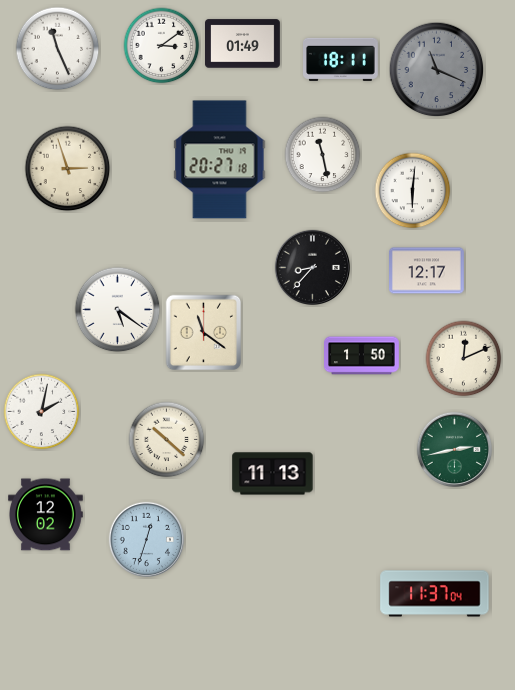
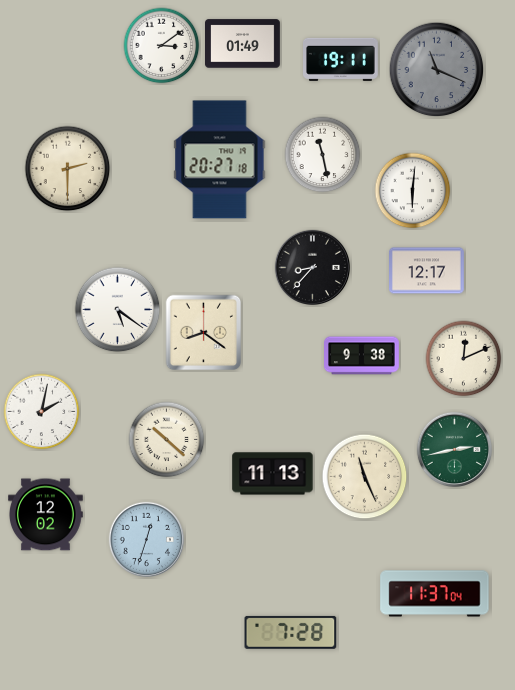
clock at (58, 49): 11:26 -> none
clock at (341, 59): 18:11 -> 19:11
clock at (68, 169): 2:57 -> 2:30
clock at (204, 333): 11:21 -> 8:21
clock at (362, 356): 1:50 -> 9:38
clock at (365, 477): none -> 11:26
clock at (291, 632): none -> 7:28
